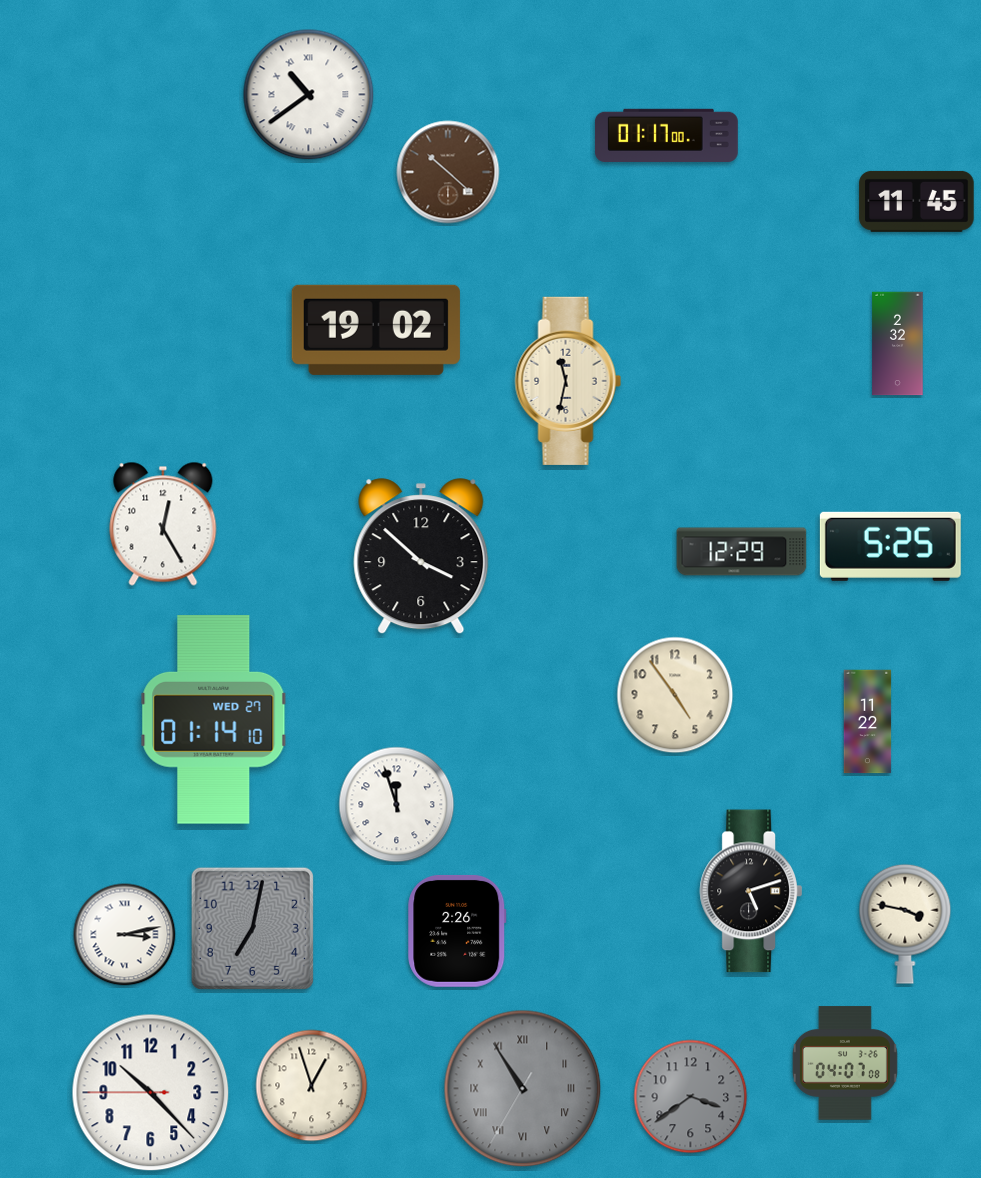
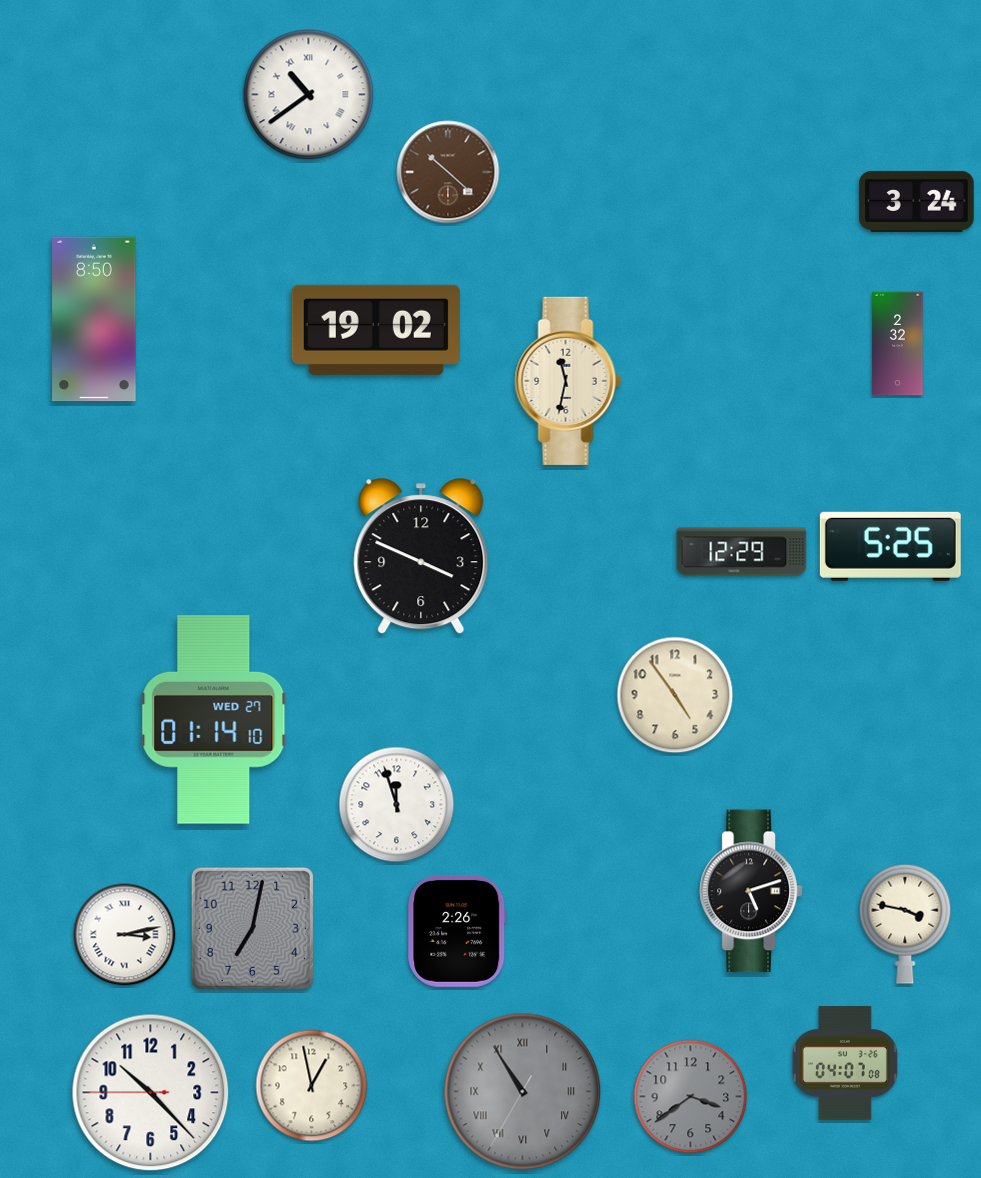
clock at (666, 135): 01:17 -> none
clock at (917, 201): 11:45 -> 3:24
clock at (94, 319): none -> 8:50
clock at (163, 524): 12:25 -> none
clock at (421, 557): 3:52 -> 3:49
clock at (868, 722): 11:22 -> none
clock at (312, 1086): 12:57 -> 12:58
clock at (523, 1089) position: (523, 1089) -> (523, 1092)
